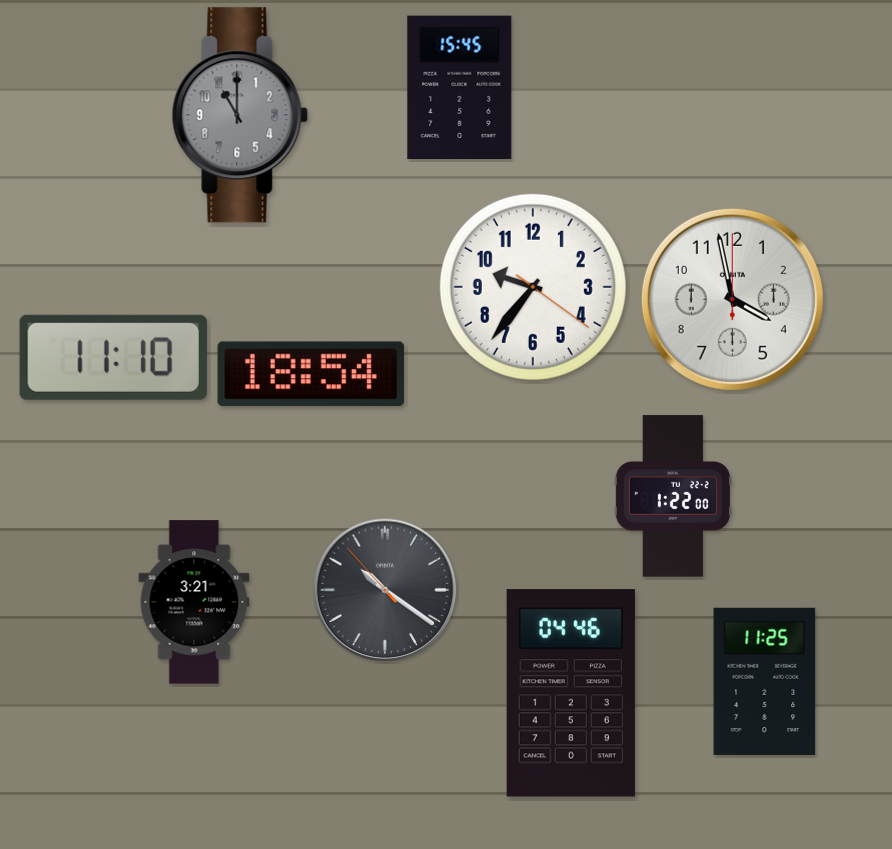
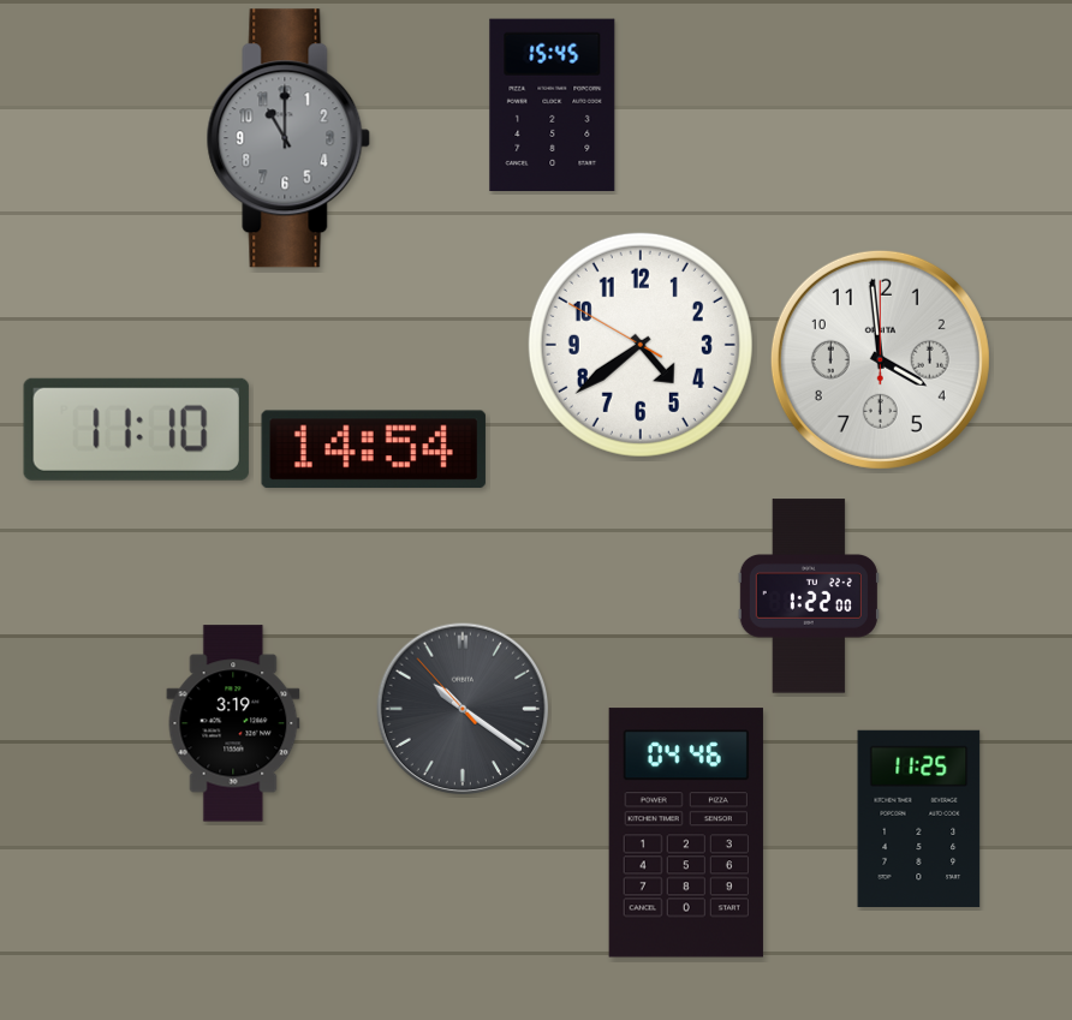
clock at (533, 287): 9:36 -> 4:38
clock at (732, 299): 3:58 -> 3:59
clock at (311, 374): 18:54 -> 14:54
clock at (194, 602): 3:21 -> 3:19
